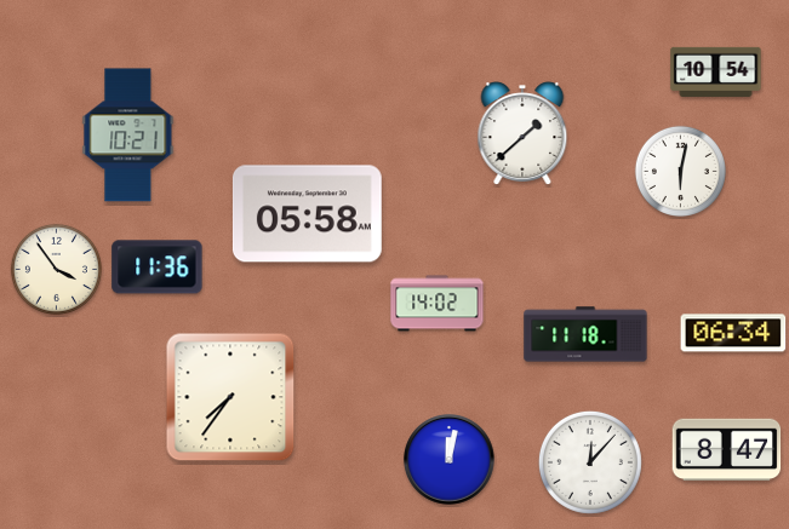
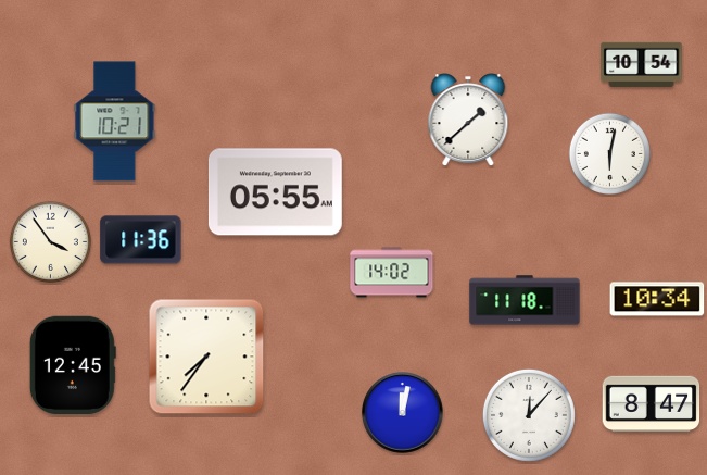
clock at (307, 214): 05:58 -> 05:55
clock at (733, 333): 06:34 -> 10:34
clock at (73, 365): none -> 12:45
